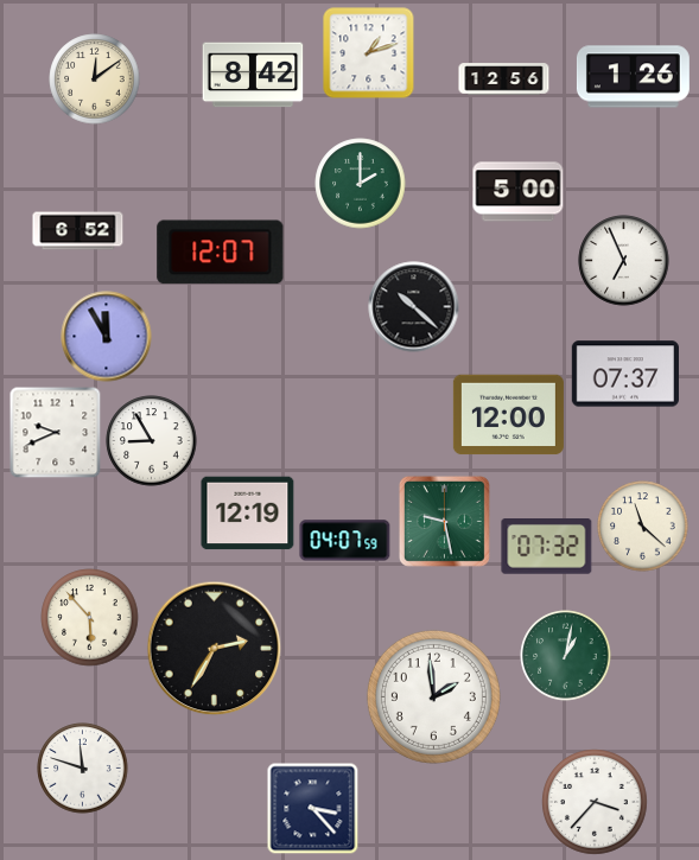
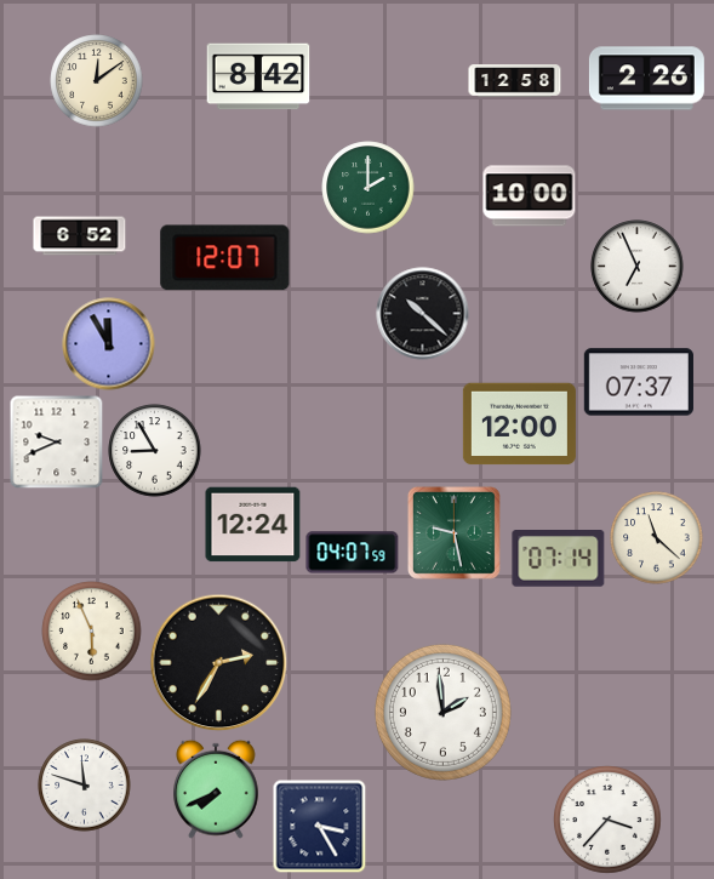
clock at (369, 53): 1:12 -> none
clock at (633, 77): 1:26 -> 2:26
clock at (504, 79): 12:56 -> 12:58
clock at (519, 192): 5:00 -> 10:00
clock at (248, 514): 12:19 -> 12:24
clock at (547, 547): 07:32 -> 07:14
clock at (90, 618): 5:53 -> 5:56
clock at (566, 656): 1:02 -> none
clock at (216, 789): none -> 7:41
clock at (312, 808): 3:23 -> 3:25
